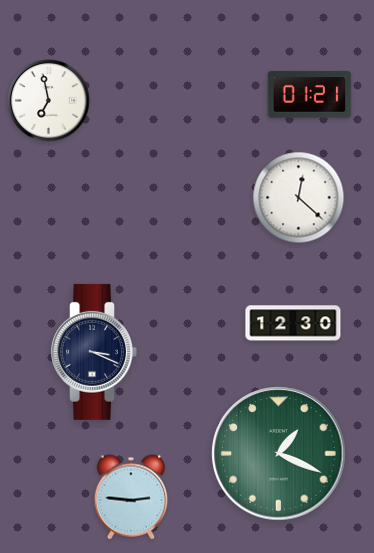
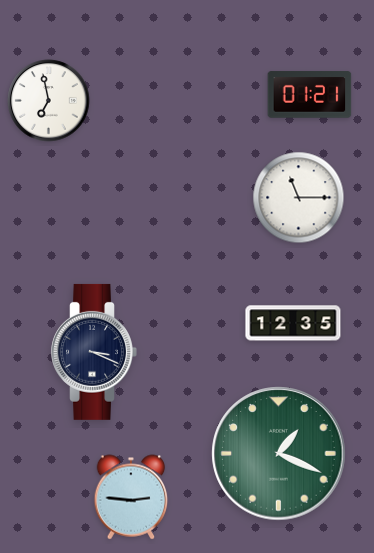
clock at (299, 198): 12:22 -> 11:15
clock at (293, 323): 12:30 -> 12:35
